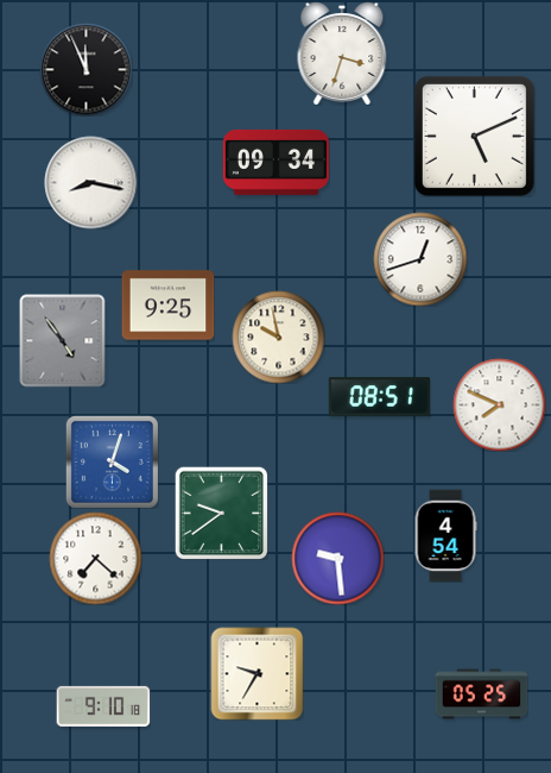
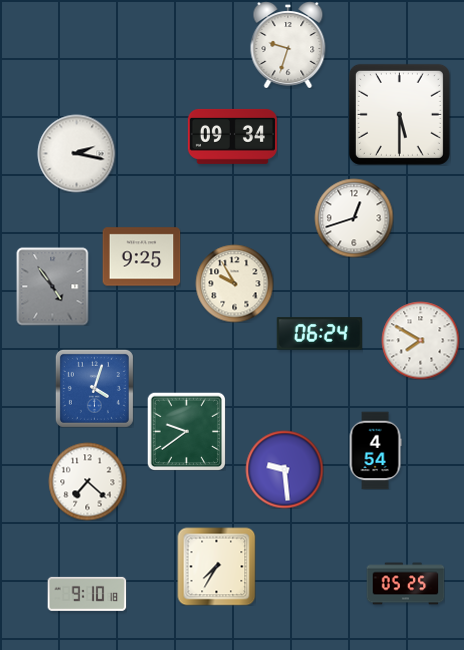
clock at (342, 54): 3:33 -> 9:33
clock at (85, 69): 11:56 -> none
clock at (474, 136): 5:11 -> 5:30
clock at (90, 182): 8:17 -> 2:17
clock at (278, 337): 9:58 -> 9:55
clock at (379, 397): 08:51 -> 06:24
clock at (499, 404): 7:49 -> 7:50
clock at (95, 558) position: (95, 558) -> (87, 481)
clock at (256, 673): 9:35 -> 7:35
